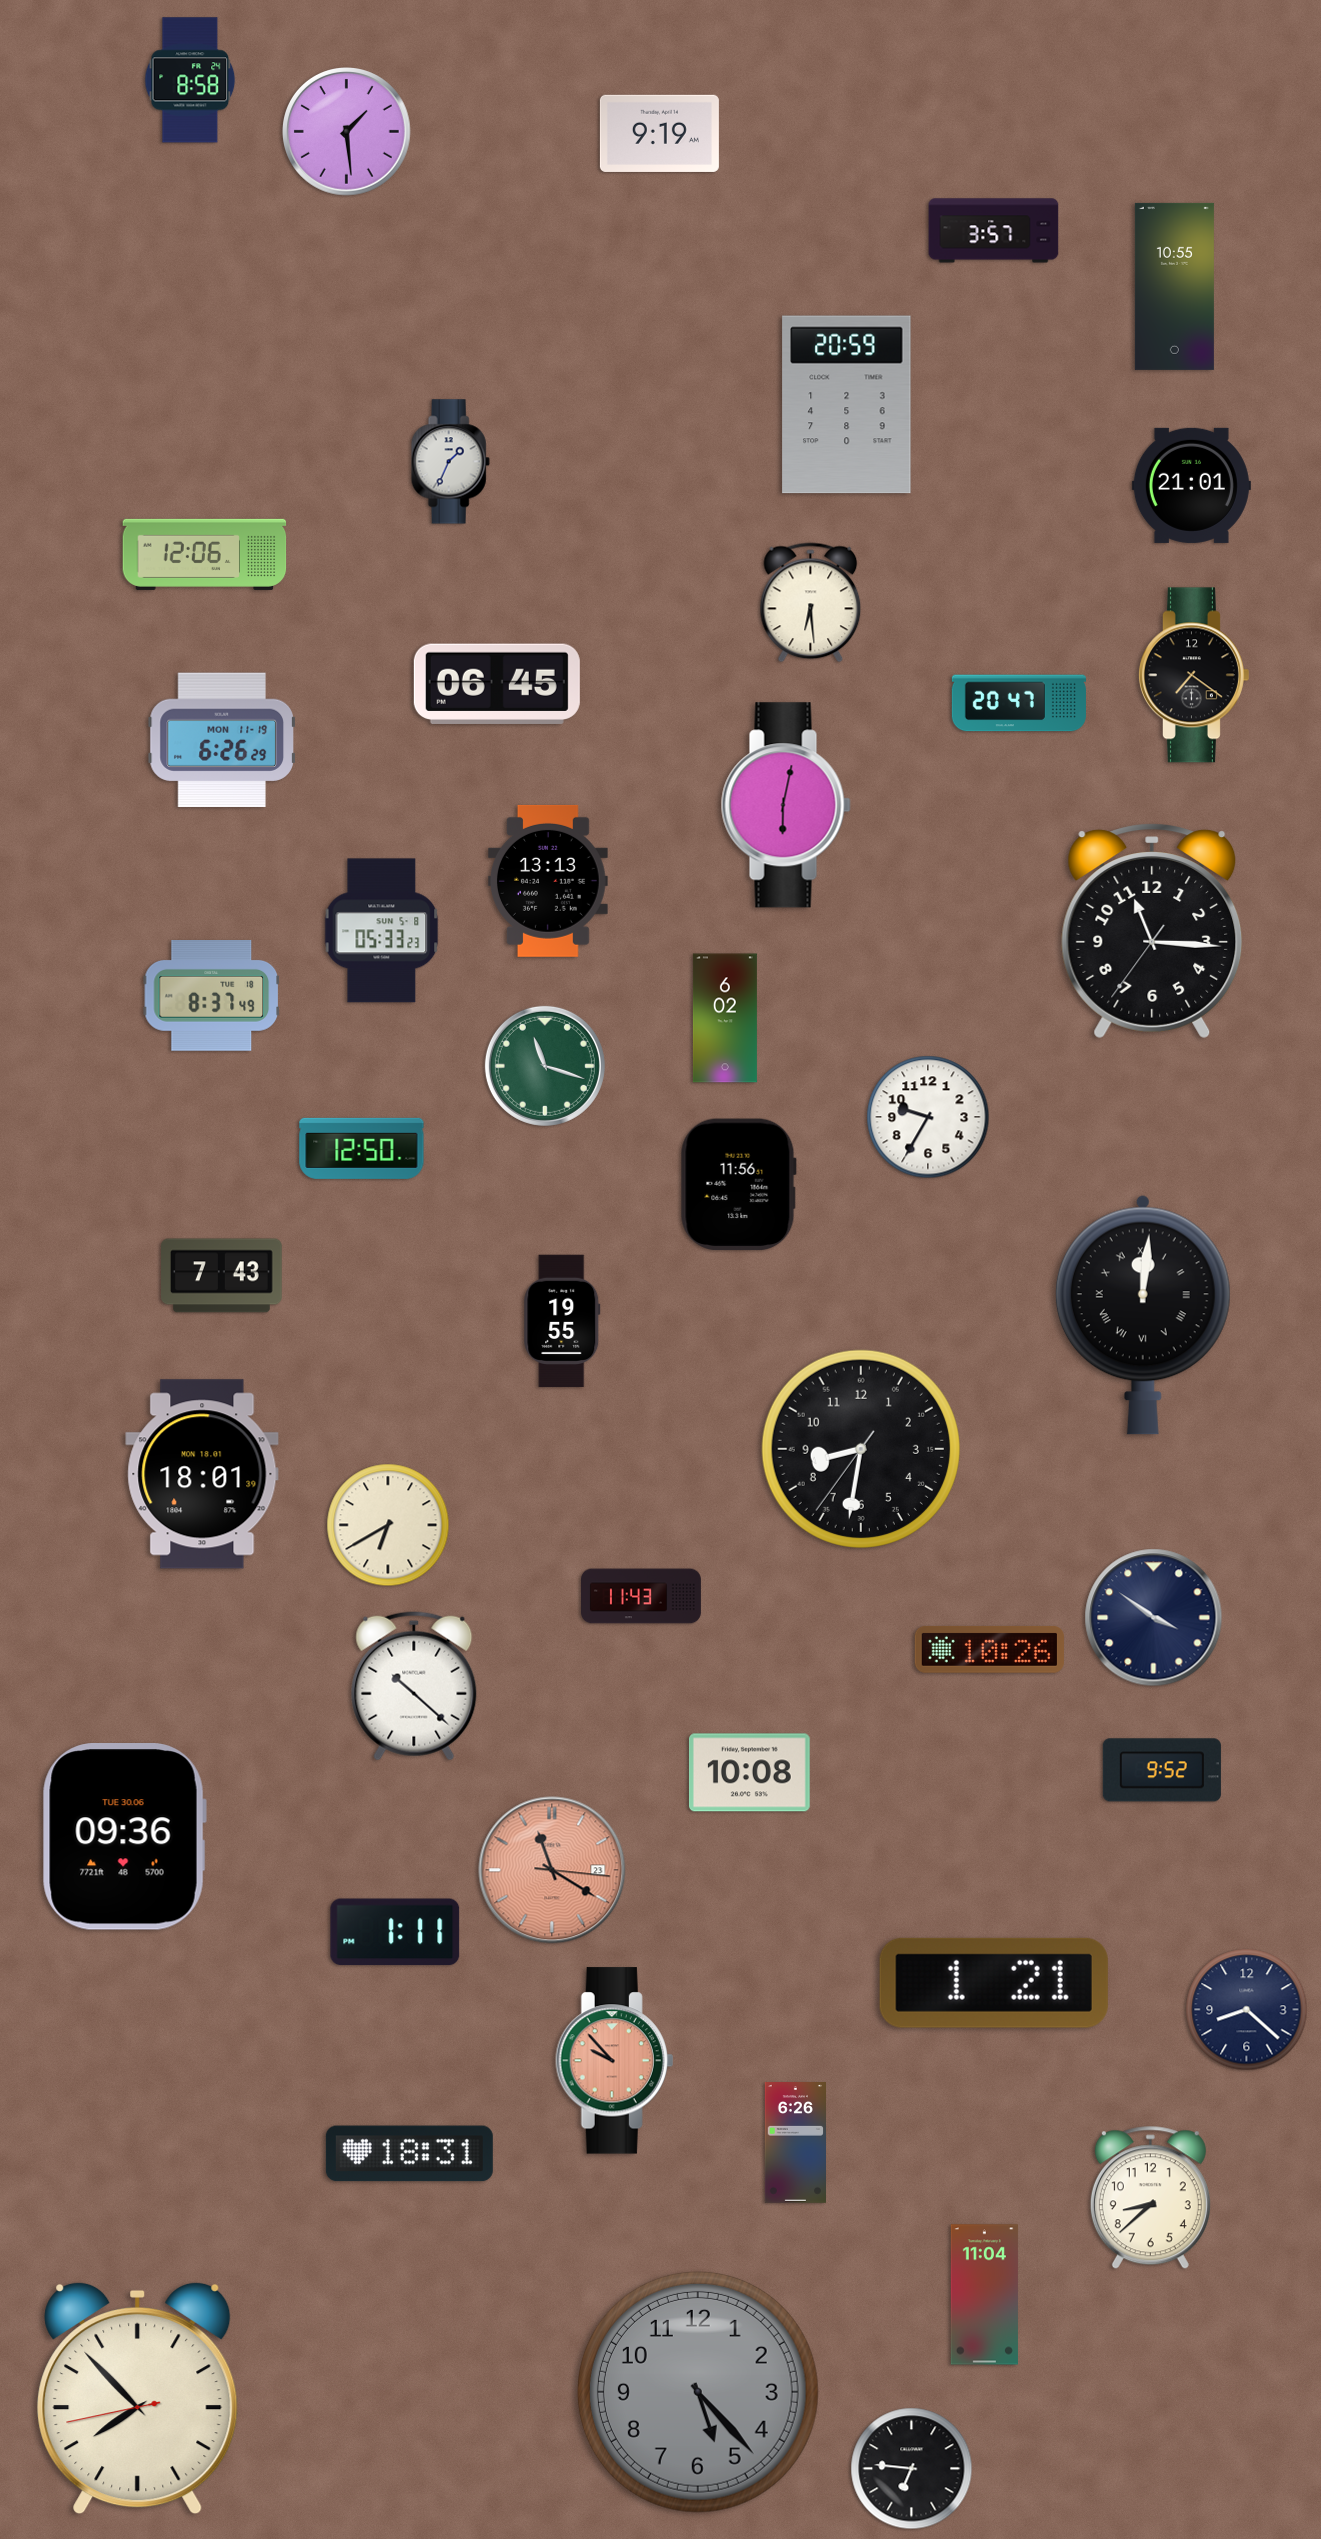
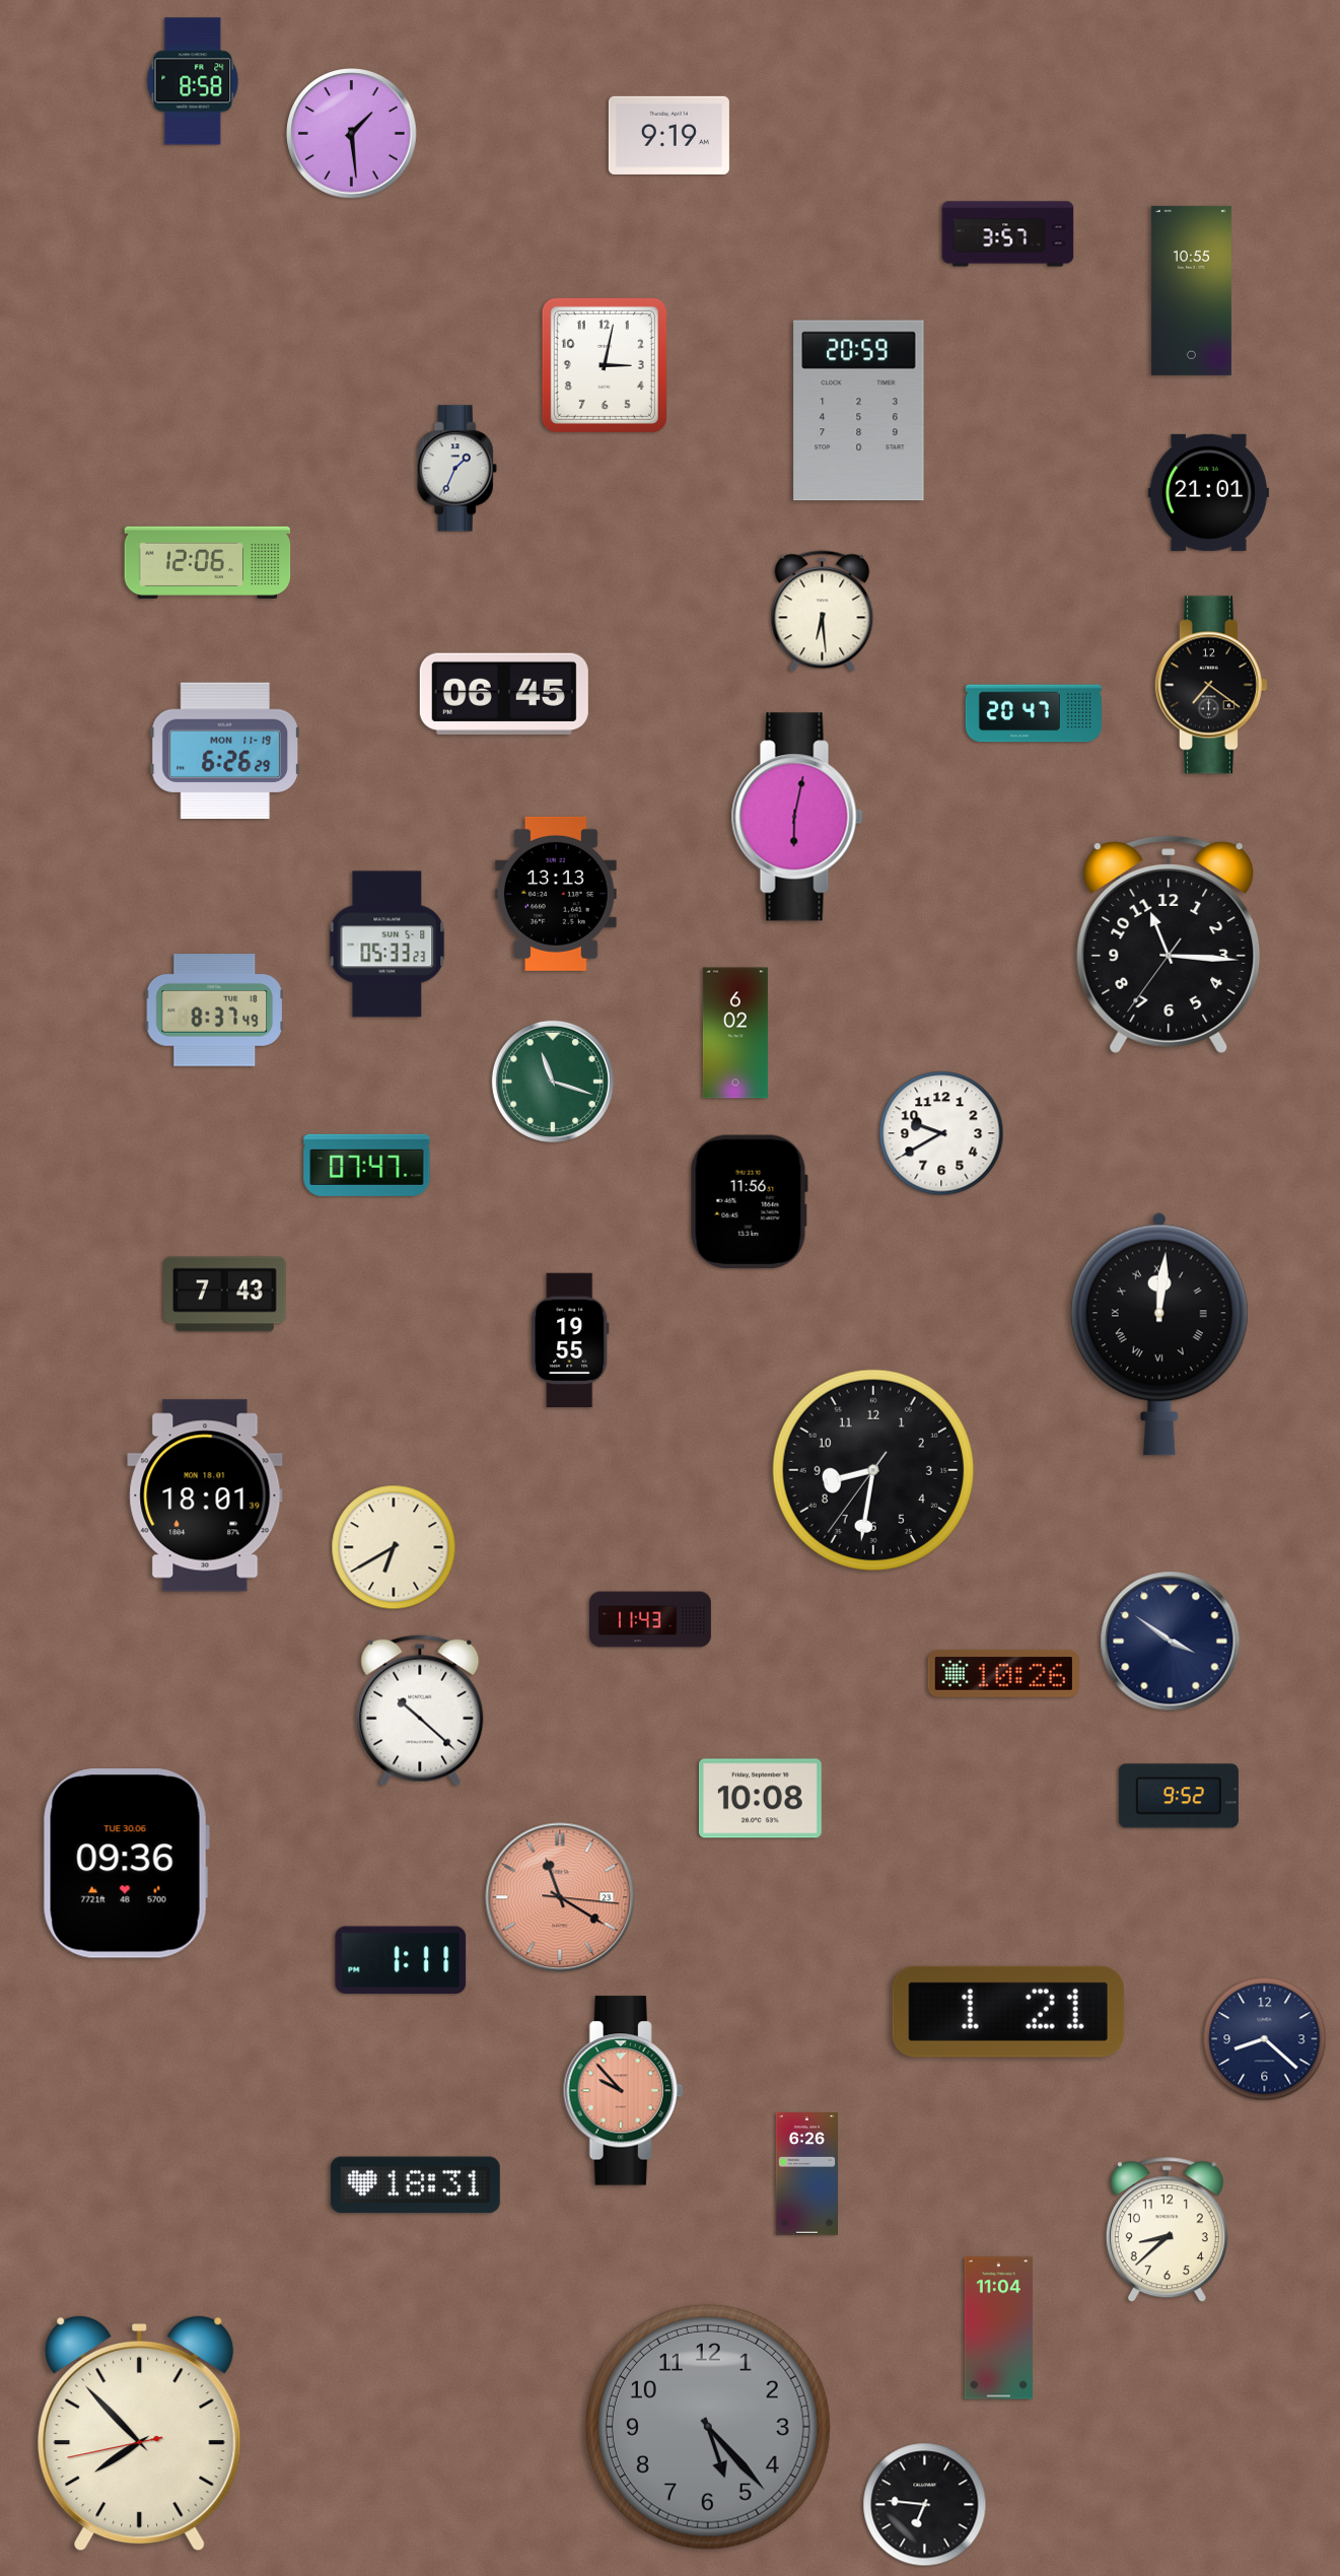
clock at (605, 365): none -> 3:02
clock at (928, 1117): 9:35 -> 9:40
clock at (362, 1148): 12:50 -> 07:47
